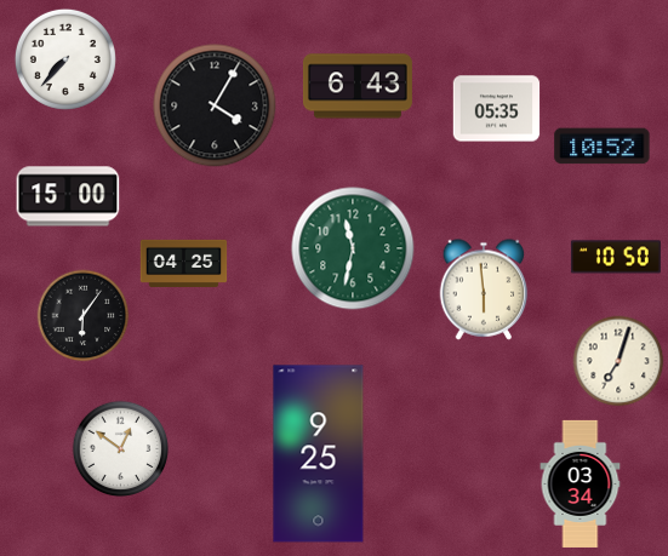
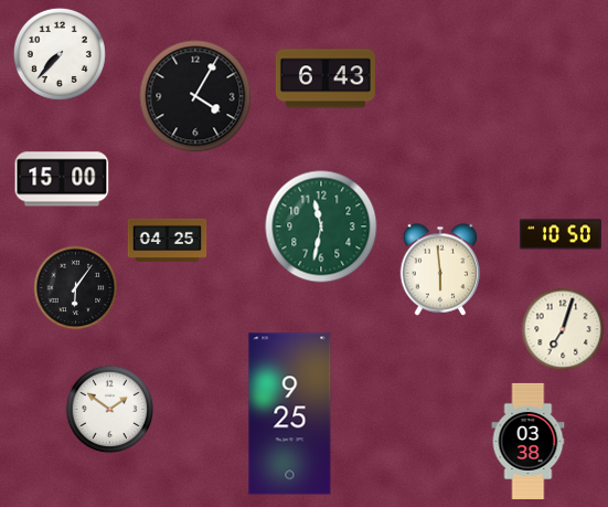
clock at (497, 109): 05:35 -> none
clock at (603, 147): 10:52 -> none
clock at (484, 290) position: (484, 290) -> (440, 270)
clock at (121, 449): 12:51 -> 1:51
clock at (581, 483): 03:34 -> 03:38
